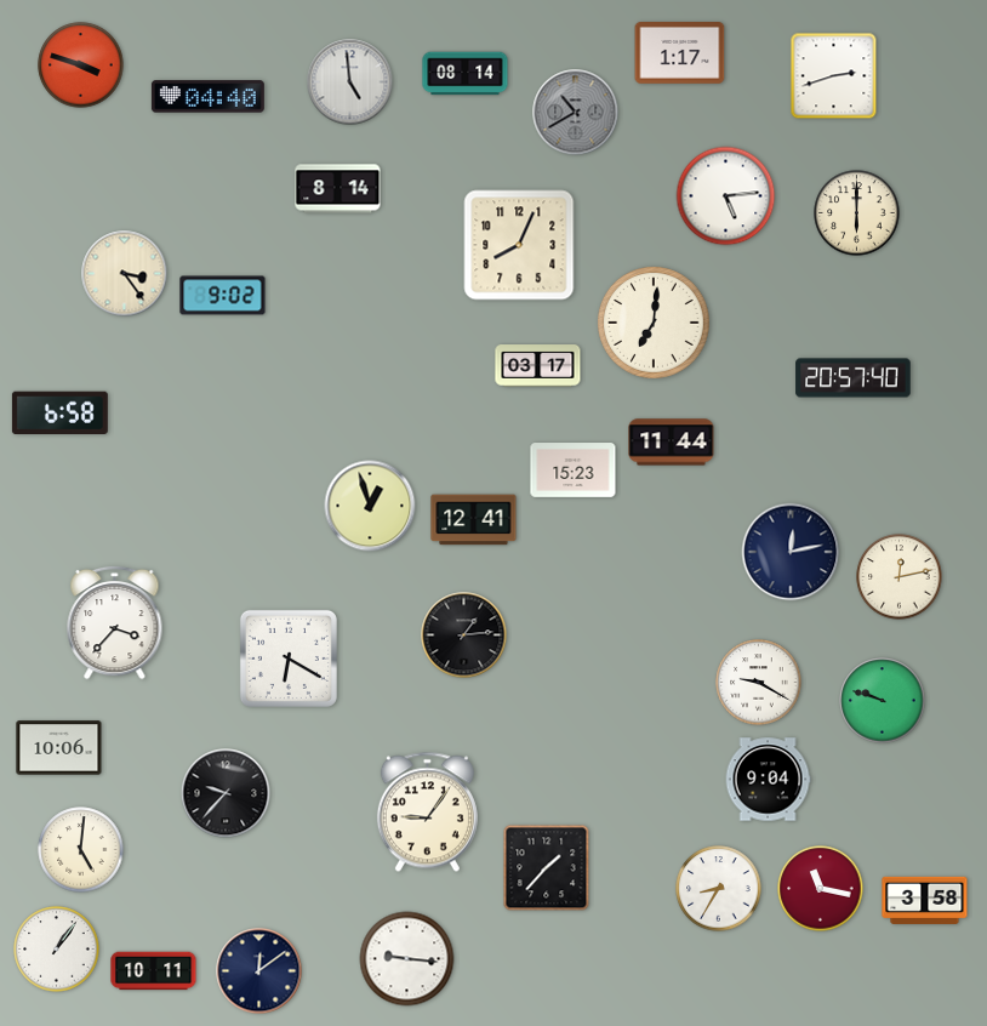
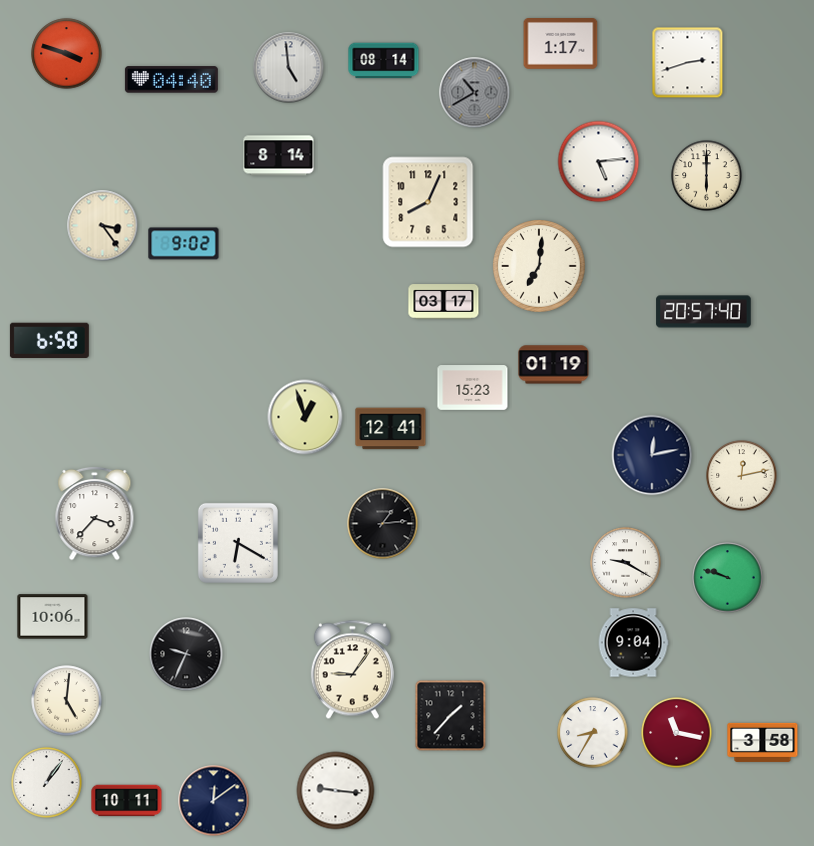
clock at (672, 443): 11:44 -> 01:19
clock at (59, 748) position: (59, 748) -> (53, 617)
clock at (226, 793): 9:37 -> 9:34
